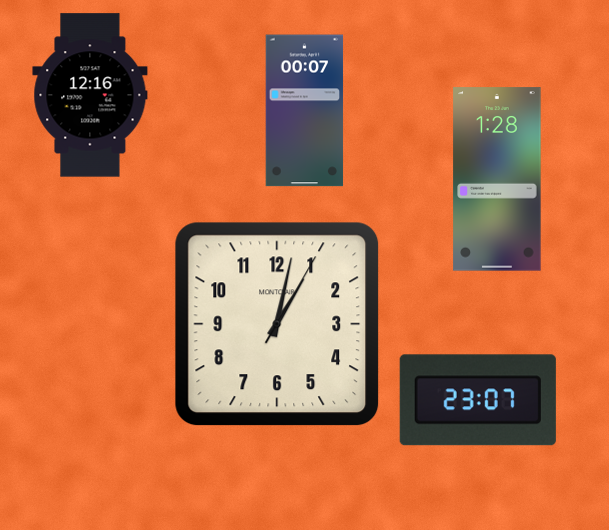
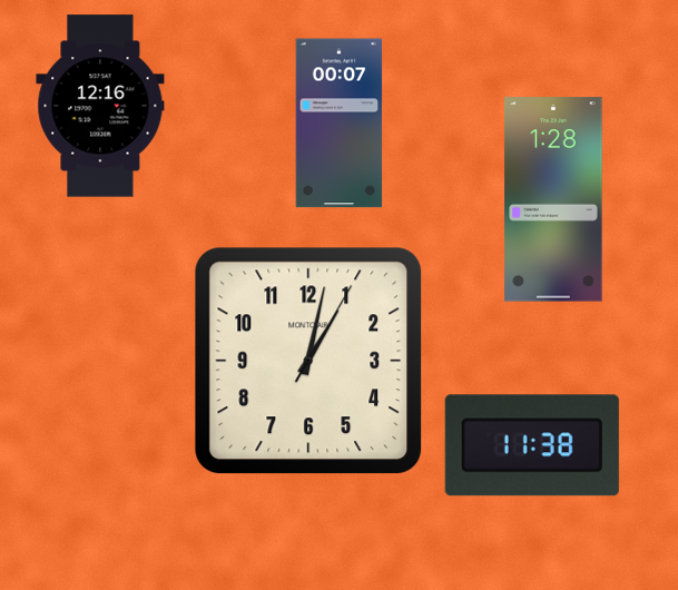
clock at (478, 400): 23:07 -> 11:38
